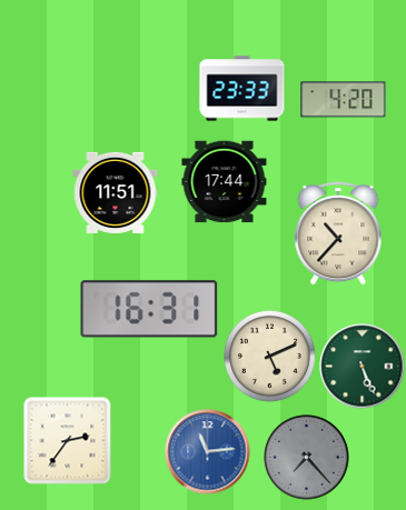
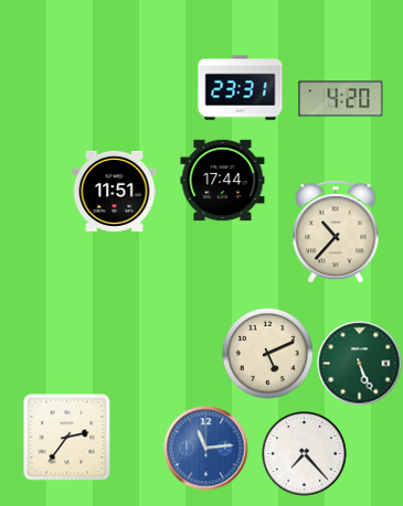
clock at (242, 89): 23:33 -> 23:31
clock at (149, 309): 16:31 -> none
clock at (307, 458) dial: grey -> white
